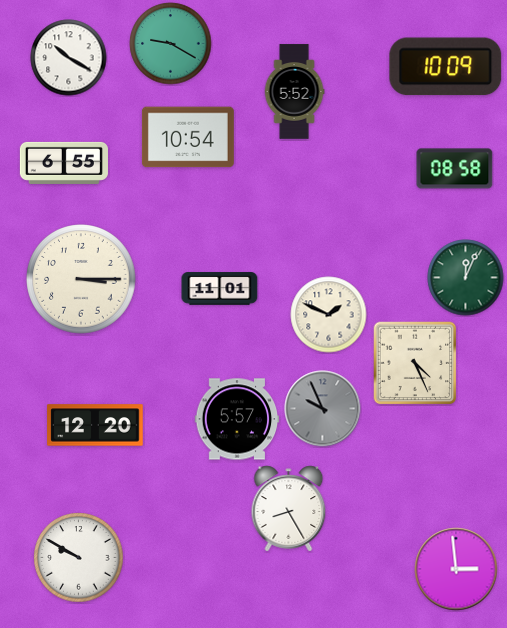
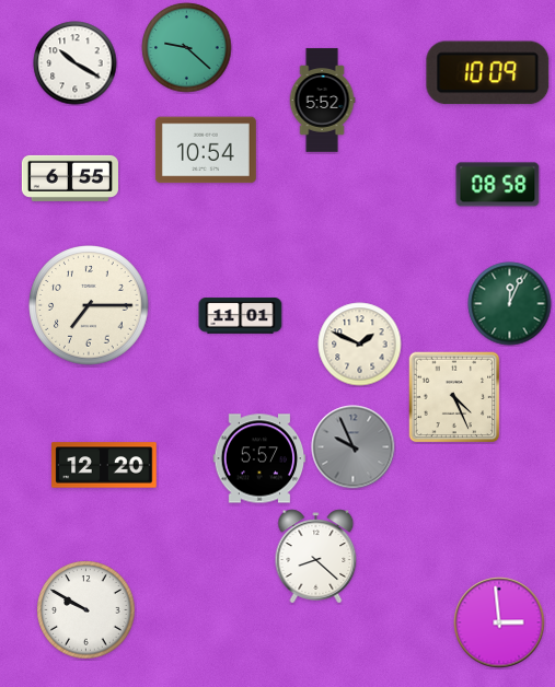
clock at (171, 44): 9:20 -> 9:22
clock at (81, 279): 3:15 -> 7:15
clock at (289, 509): 8:25 -> 8:22
